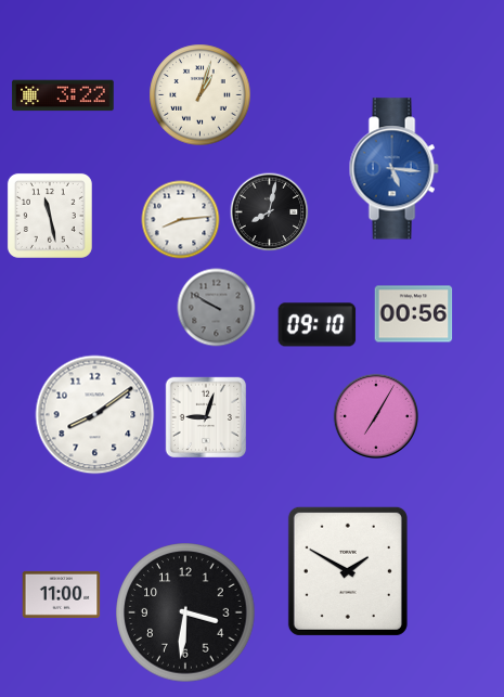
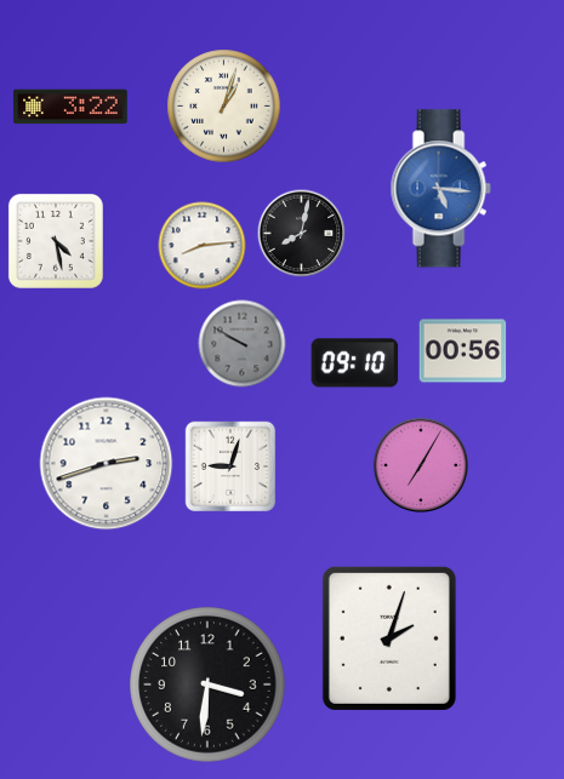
clock at (270, 212) position: (270, 212) -> (302, 234)
clock at (50, 216): 11:28 -> 4:28
clock at (95, 415): 8:09 -> 2:42
clock at (348, 571): 1:50 -> 2:03
clock at (62, 594): 11:00 -> none
